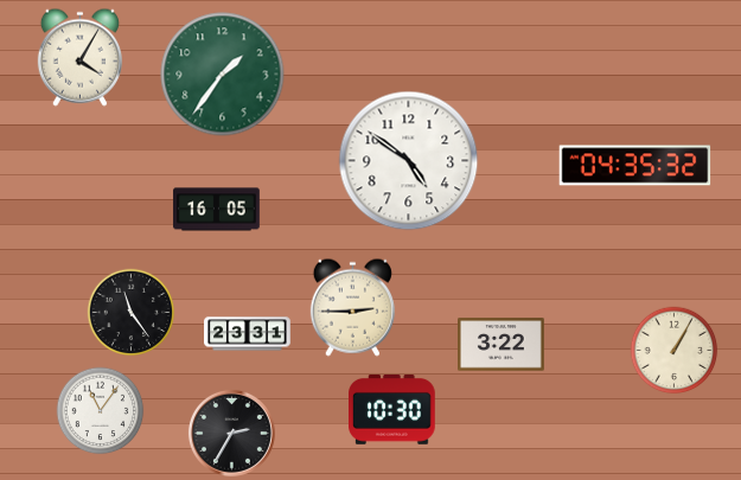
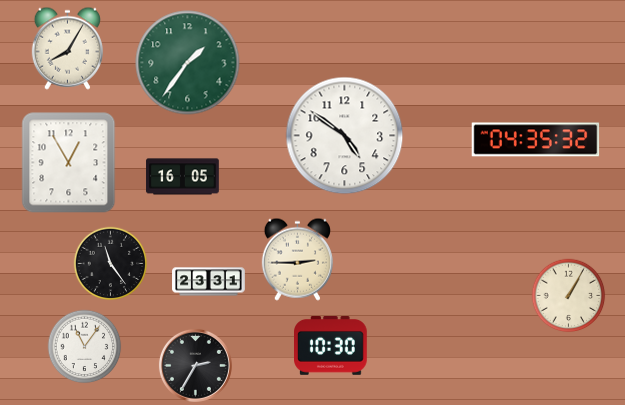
clock at (79, 57): 4:05 -> 8:05
clock at (69, 163): none -> 12:55
clock at (502, 345): 3:22 -> none
